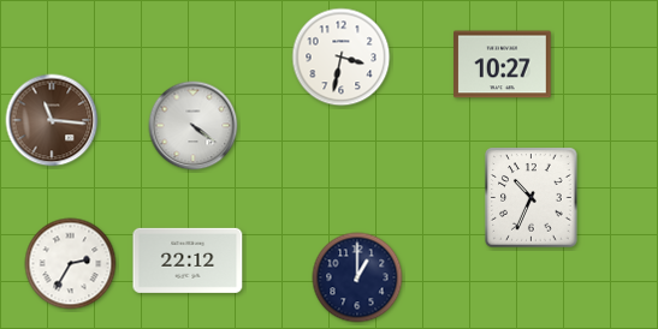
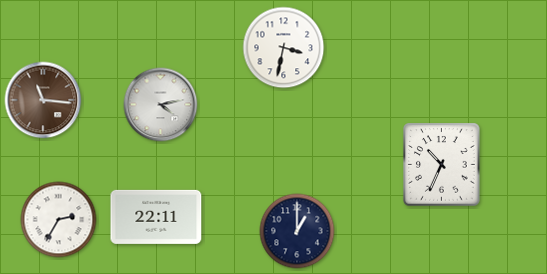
clock at (503, 65): 10:27 -> none
clock at (194, 126): 4:21 -> 4:13
clock at (188, 261): 22:12 -> 22:11
